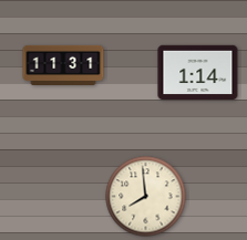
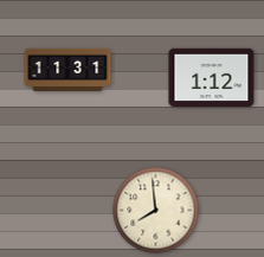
clock at (198, 72): 1:14 -> 1:12
